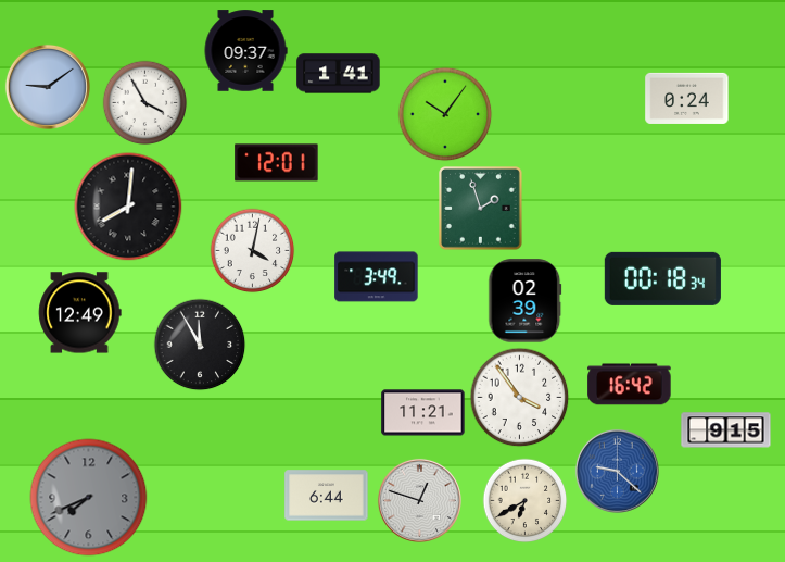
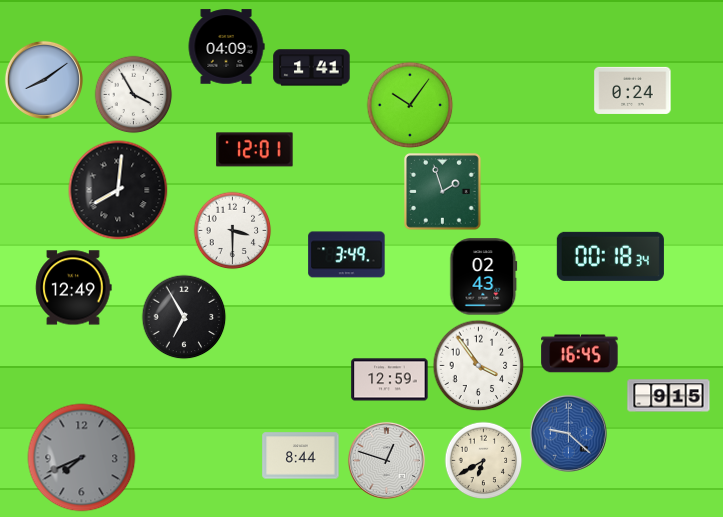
clock at (245, 51): 09:37 -> 04:09
clock at (48, 87): 9:09 -> 8:09
clock at (252, 250): 4:02 -> 3:30
clock at (526, 301): 02:39 -> 02:43
clock at (200, 345): 11:55 -> 6:55
clock at (630, 385): 16:42 -> 16:45
clock at (423, 413): 11:21 -> 12:59
clock at (327, 496): 6:44 -> 8:44
